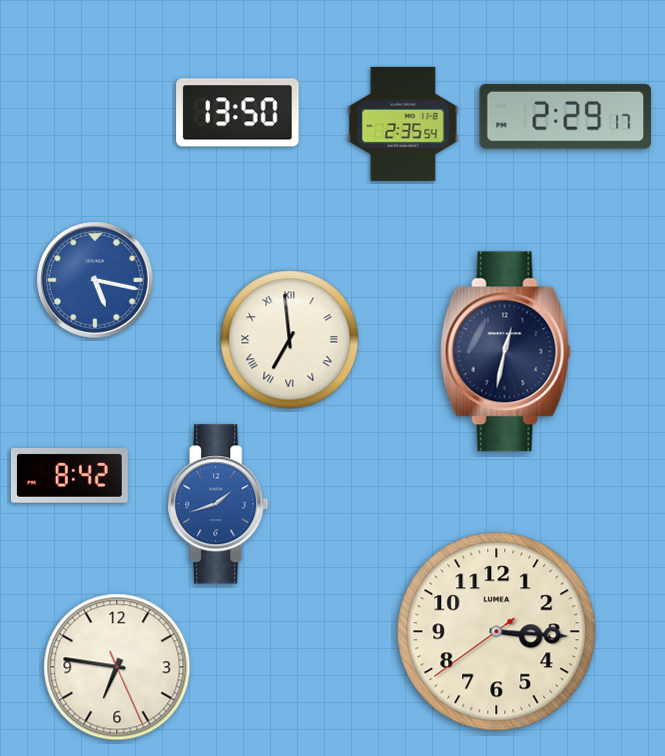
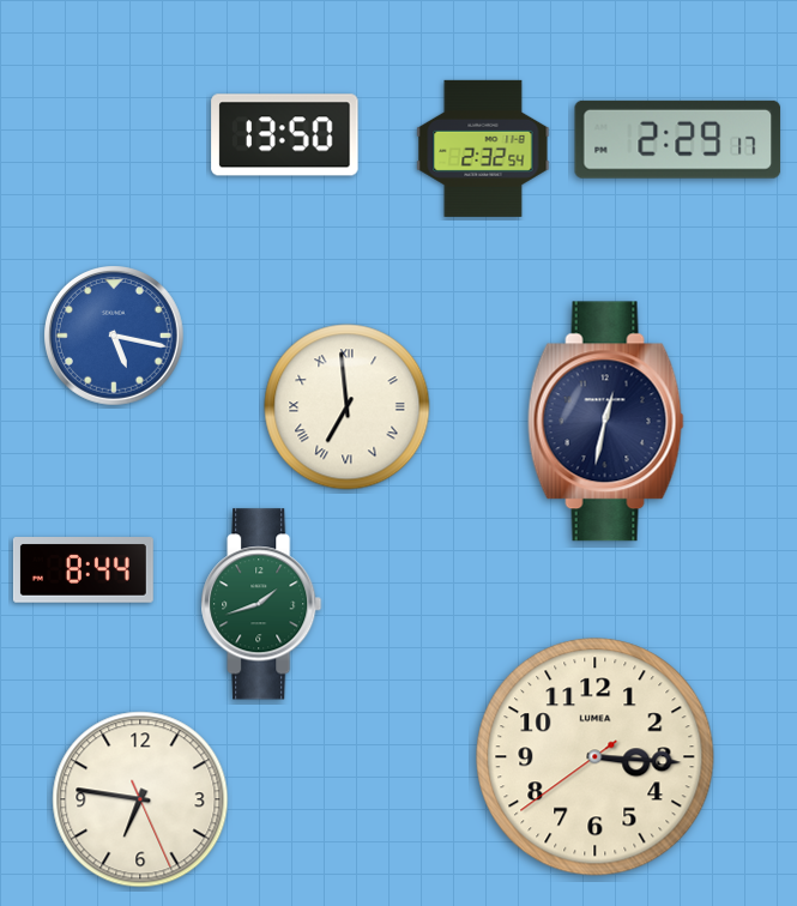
clock at (403, 124): 2:35 -> 2:32
clock at (69, 476): 8:42 -> 8:44
clock at (218, 504) dial: blue -> green
